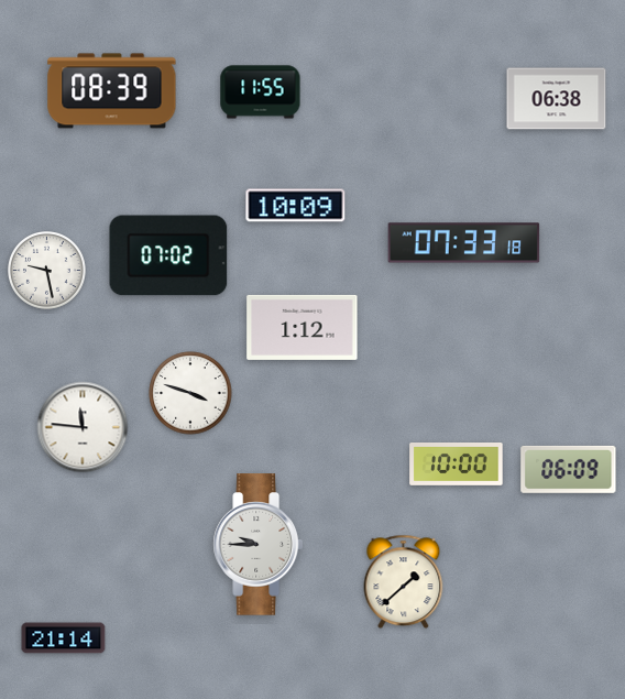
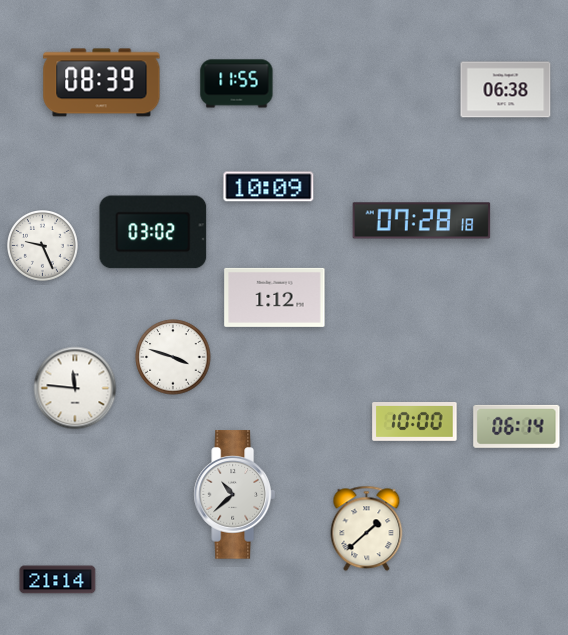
clock at (464, 243): 07:33 -> 07:28
clock at (168, 255): 07:02 -> 03:02
clock at (47, 271): 9:28 -> 9:26
clock at (569, 469): 06:09 -> 06:14
clock at (257, 545): 9:45 -> 10:38
